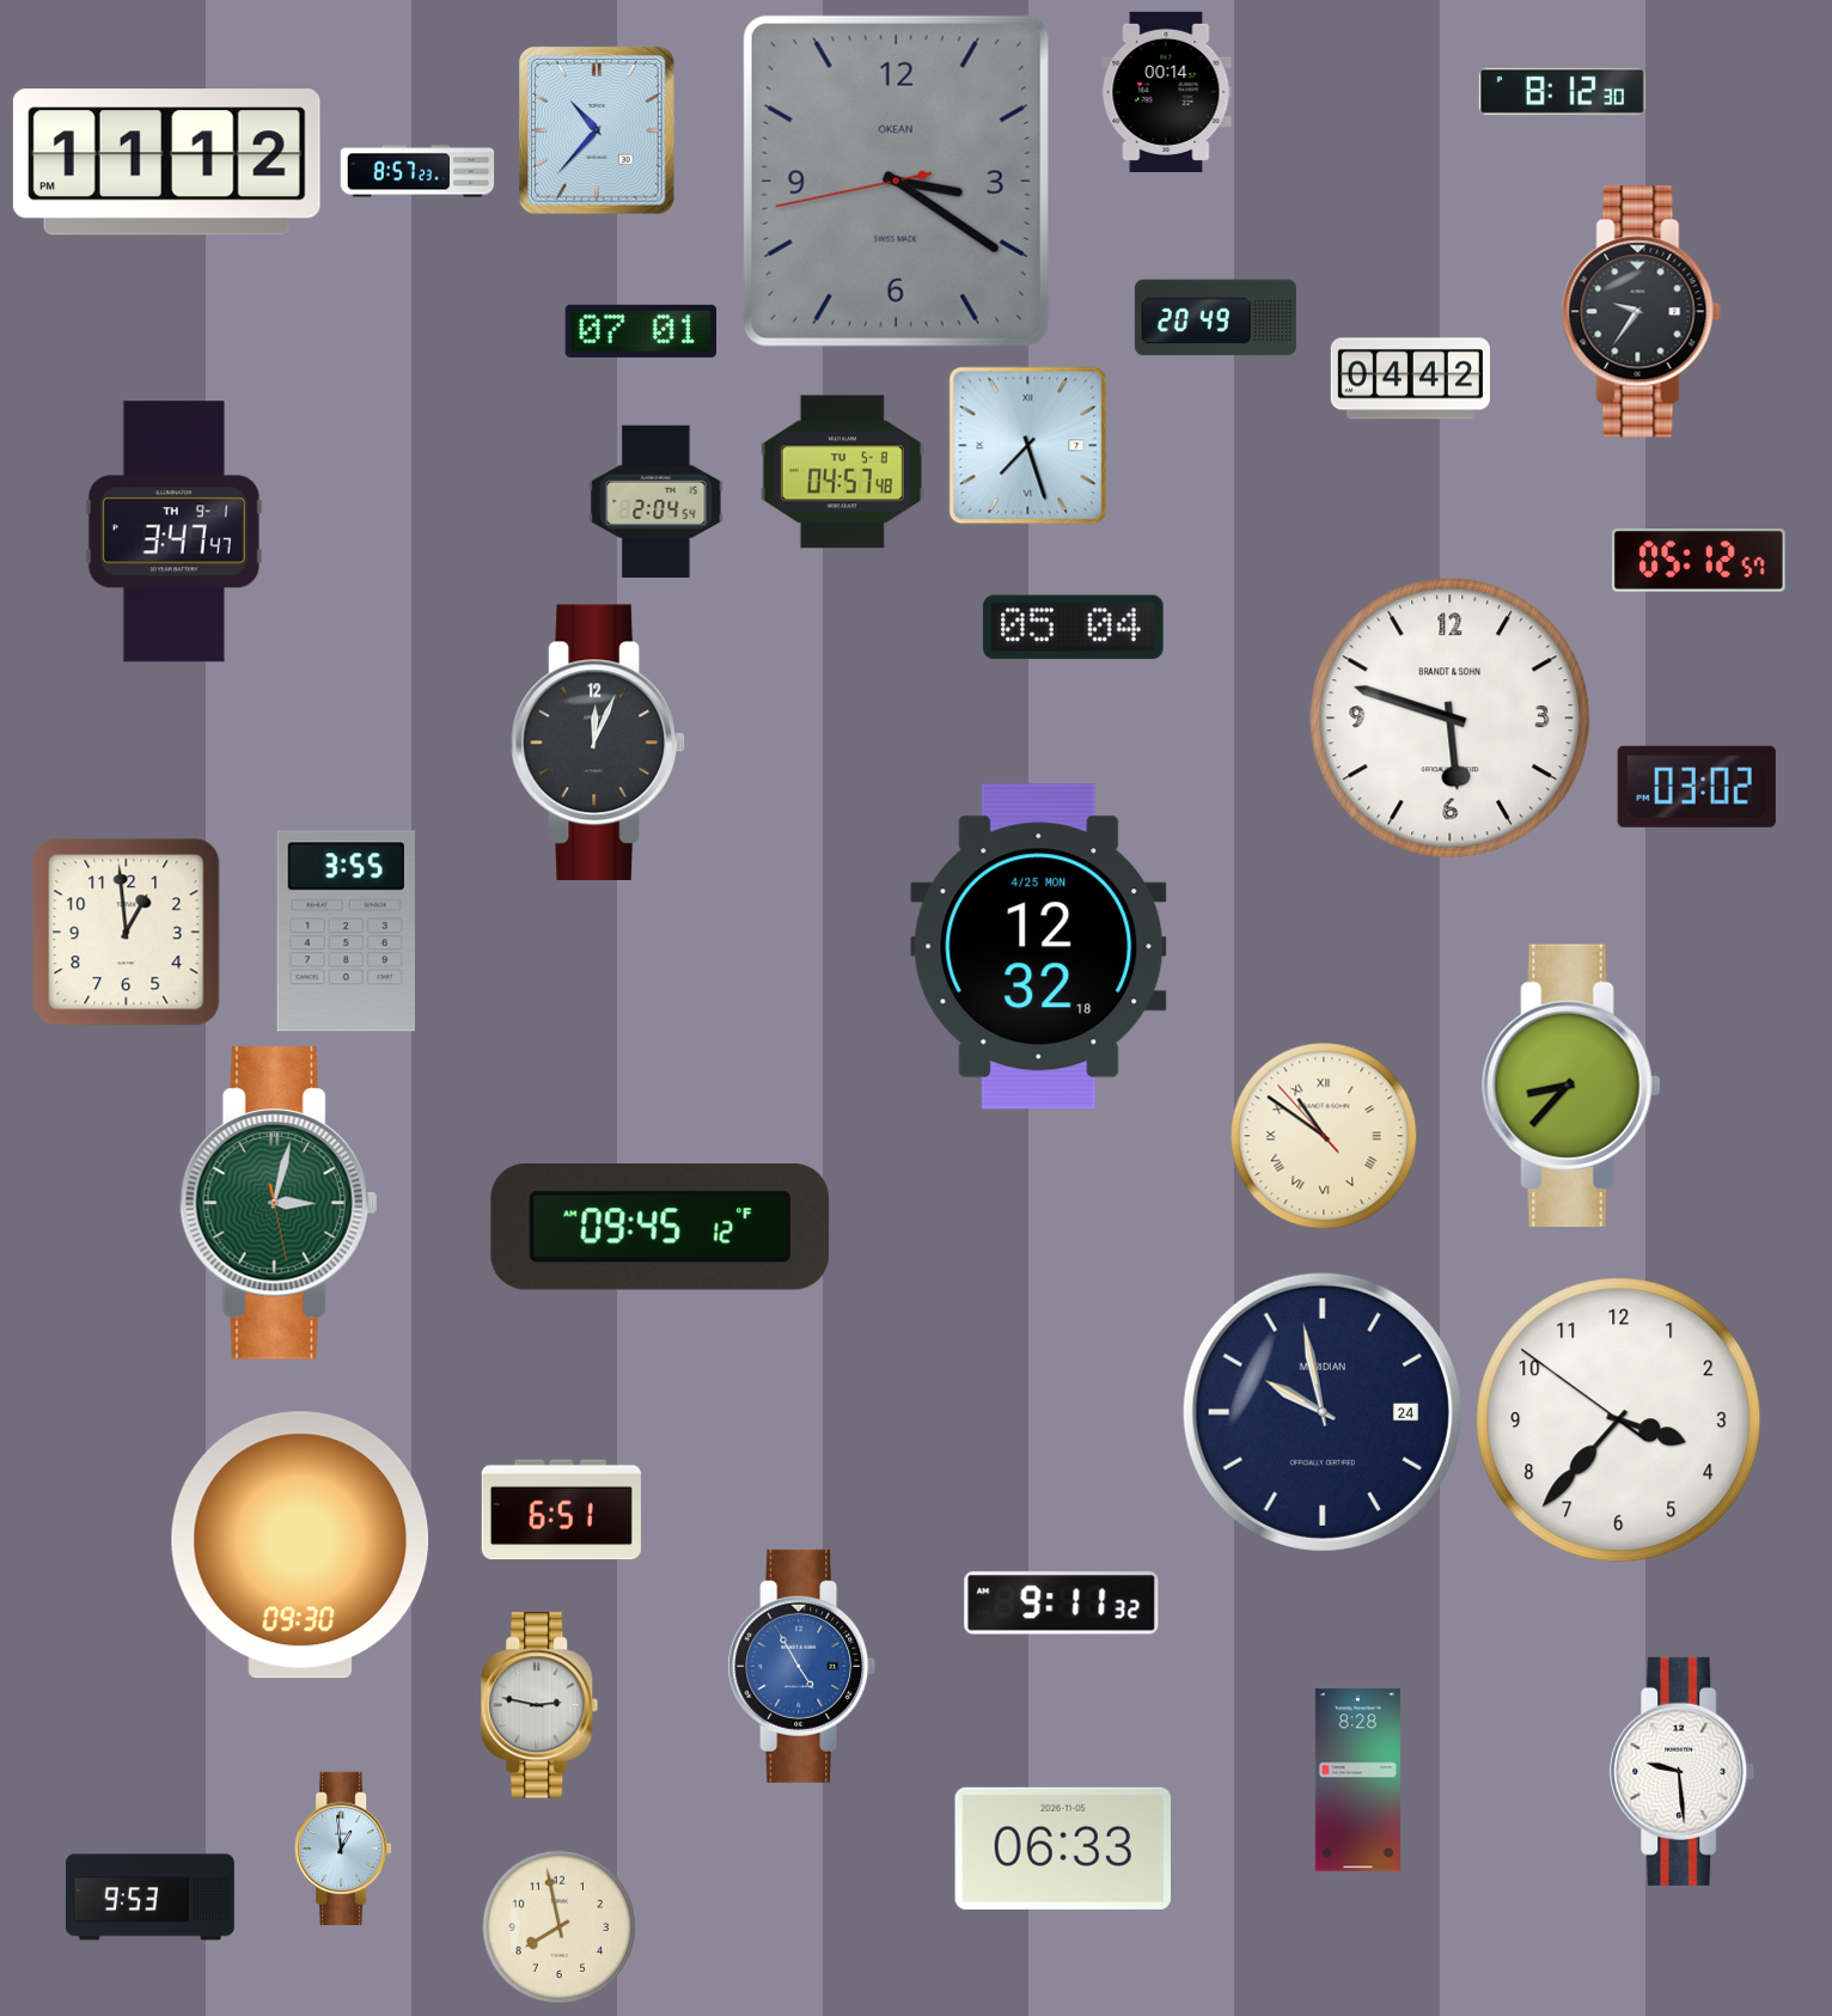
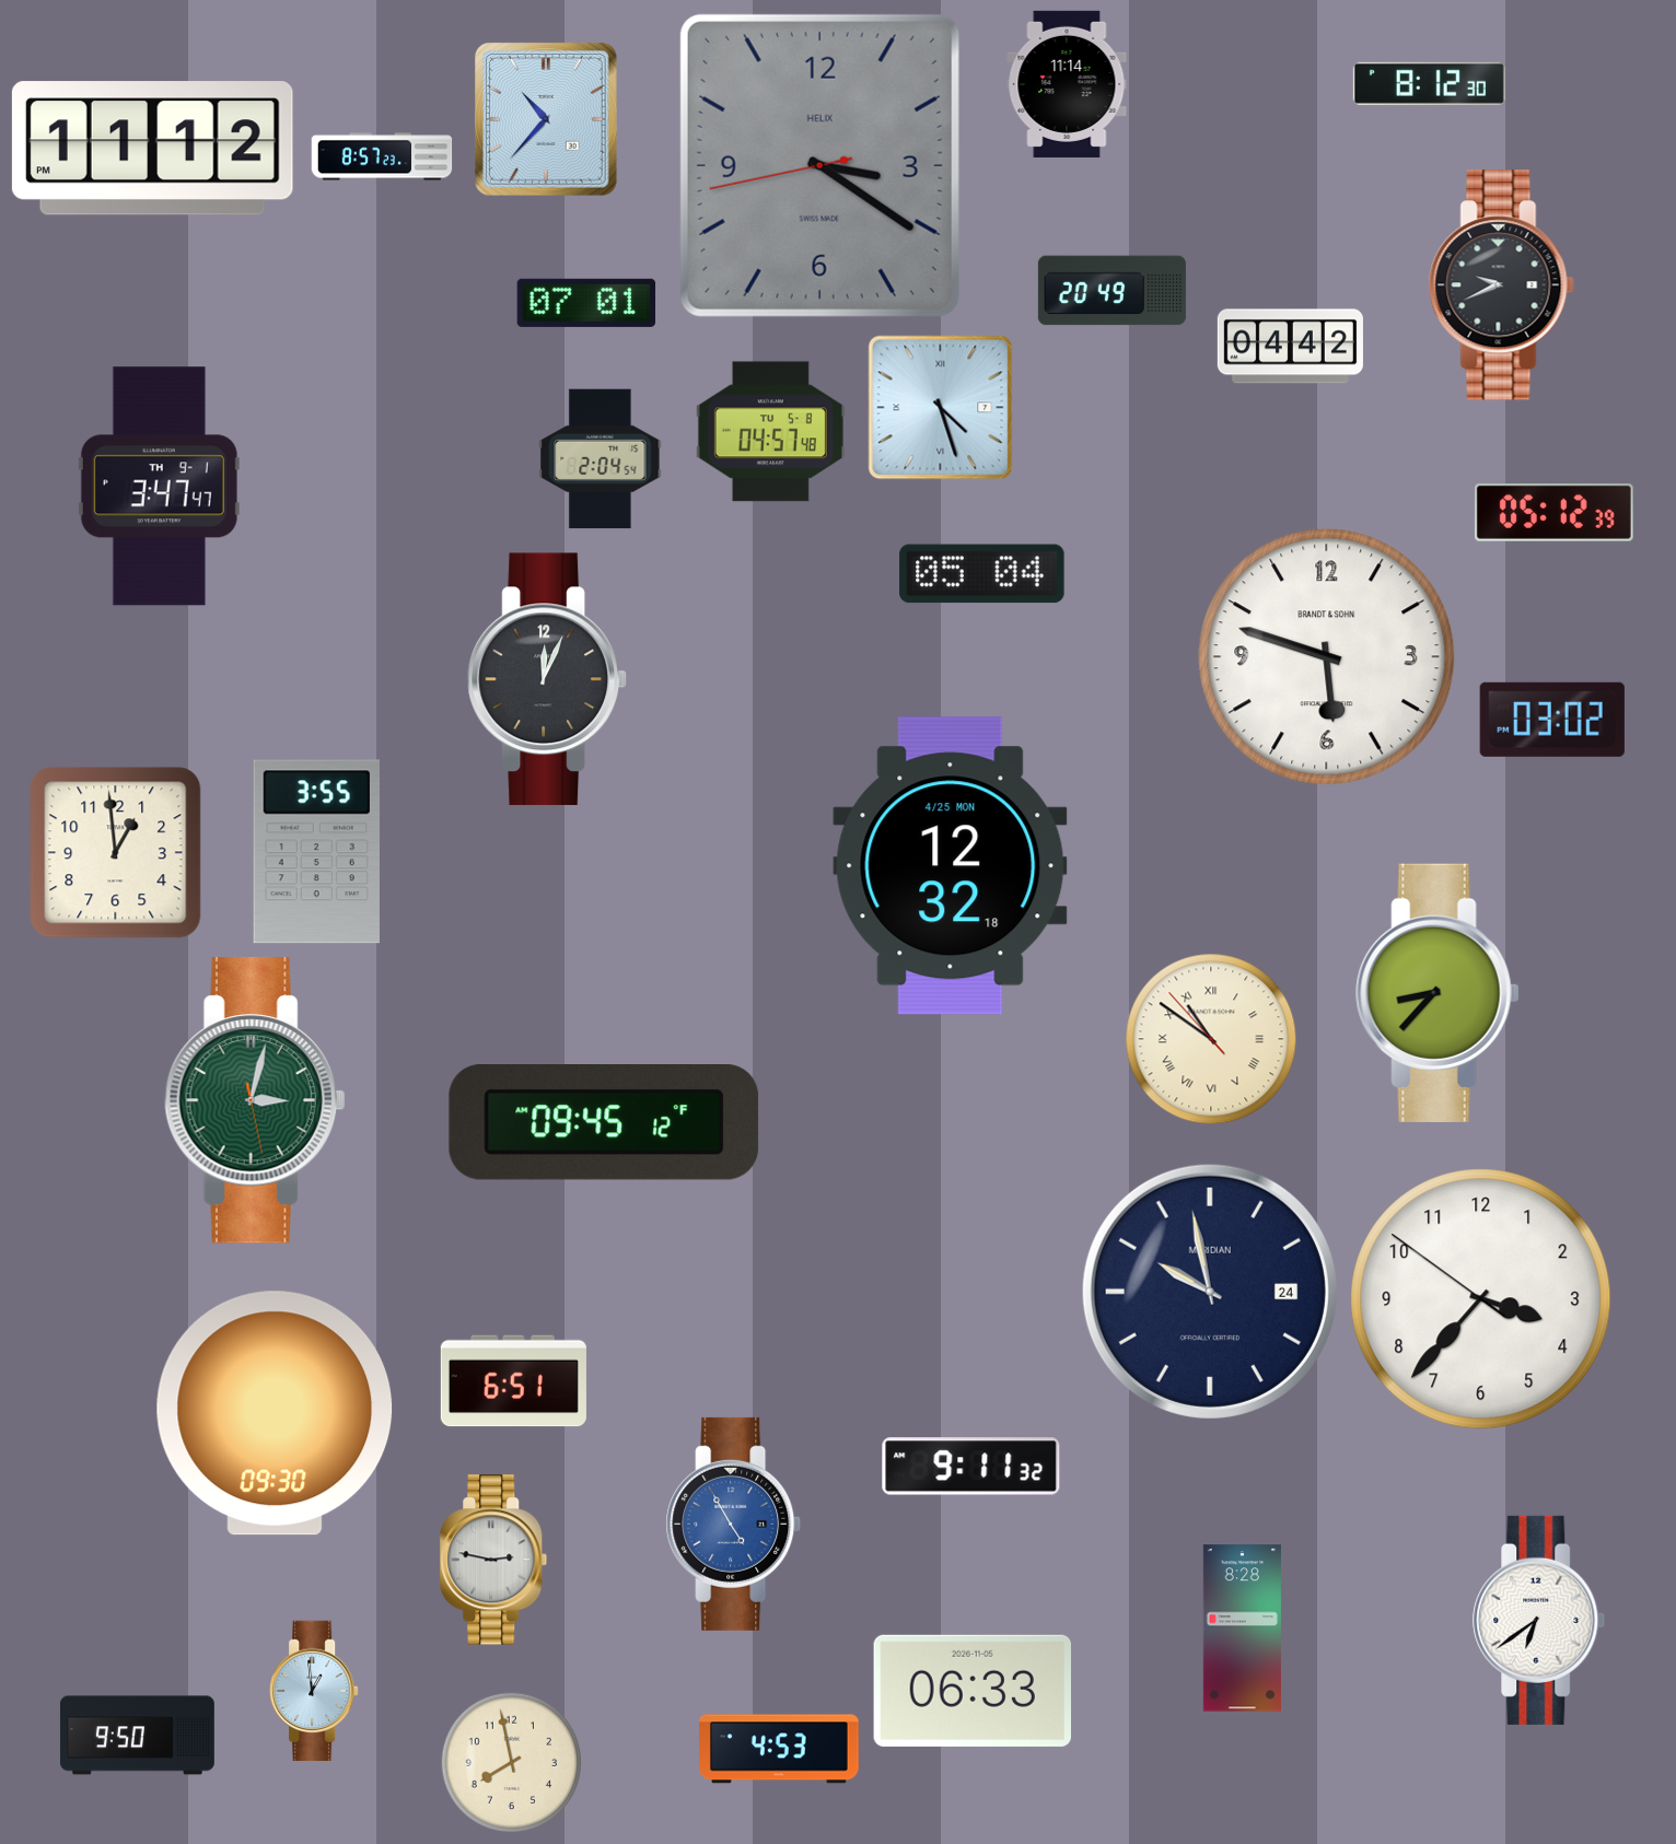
clock at (1166, 92): 00:14 -> 11:14
clock at (896, 181) brand: OKEAN -> HELIX
clock at (1641, 312): 9:36 -> 9:41
clock at (1028, 446): 7:27 -> 4:27
clock at (1698, 561): 05:12:57 -> 05:12:39
clock at (1683, 1771): 9:29 -> 6:39
clock at (149, 1898): 9:53 -> 9:50
clock at (780, 1749): none -> 4:53
